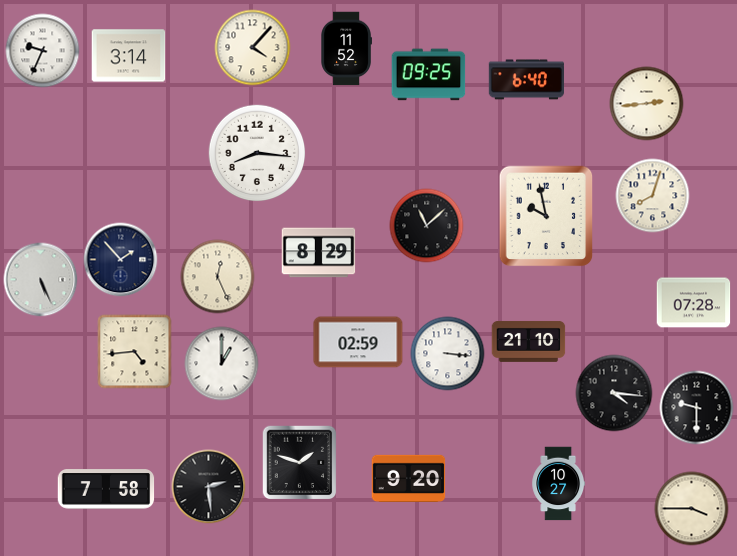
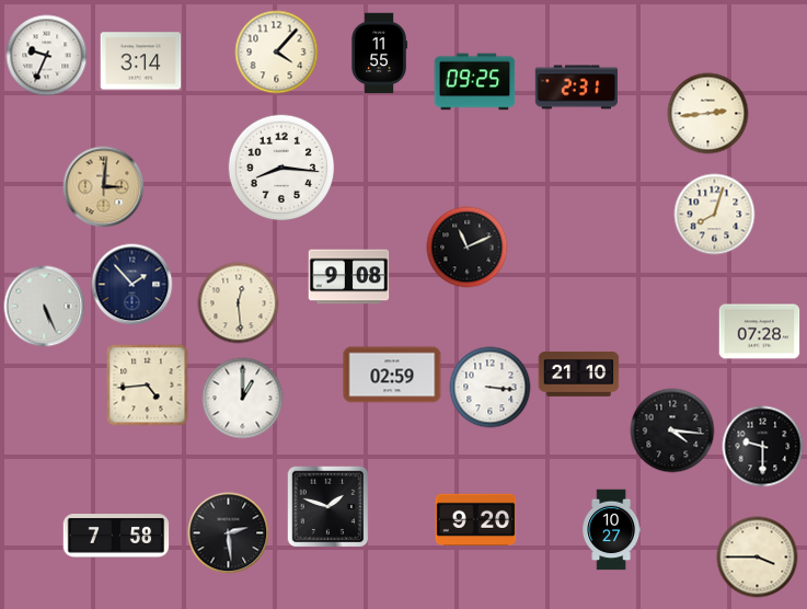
clock at (346, 49): 11:52 -> 11:55
clock at (429, 75) position: (429, 75) -> (475, 82)
clock at (526, 80): 6:40 -> 2:31
clock at (104, 187): none -> 3:01
clock at (546, 216): 9:58 -> none
clock at (427, 226): 11:08 -> 11:11
clock at (319, 253): 8:29 -> 9:08
clock at (218, 277): 12:26 -> 12:29
clock at (409, 478) position: (409, 478) -> (476, 519)
